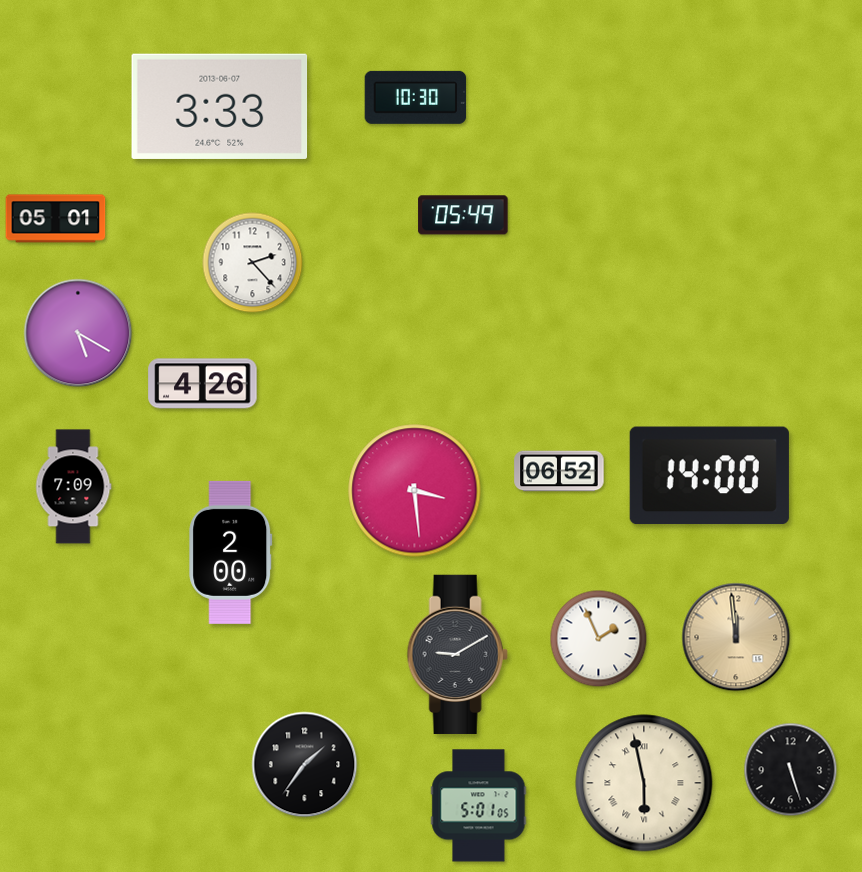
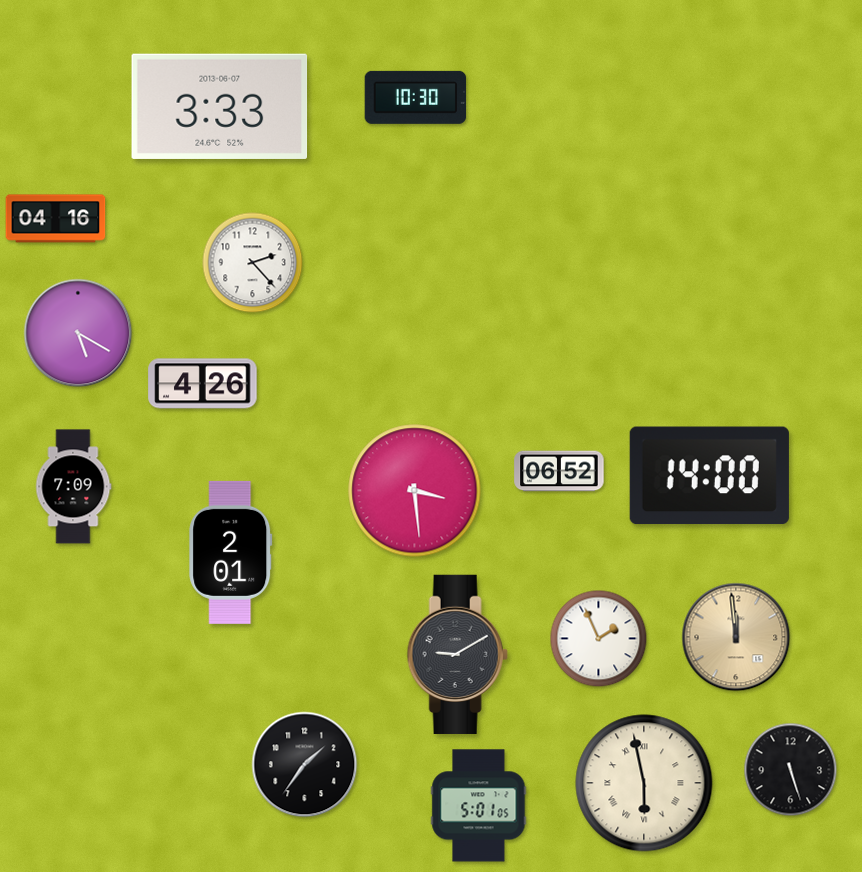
clock at (463, 215): 05:49 -> none
clock at (56, 219): 05:01 -> 04:16
clock at (231, 552): 2:00 -> 2:01
